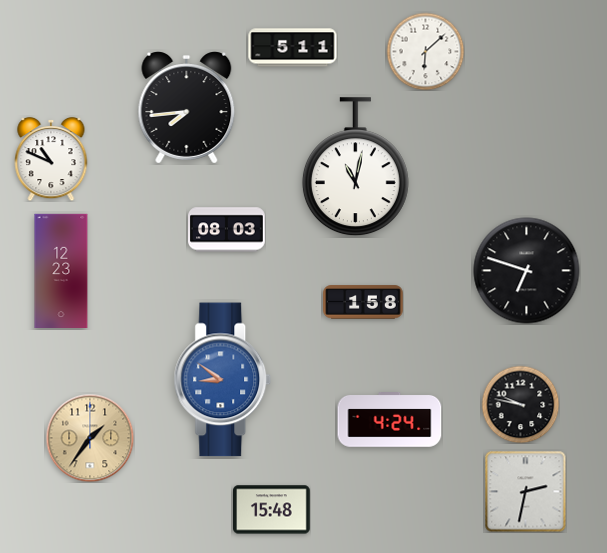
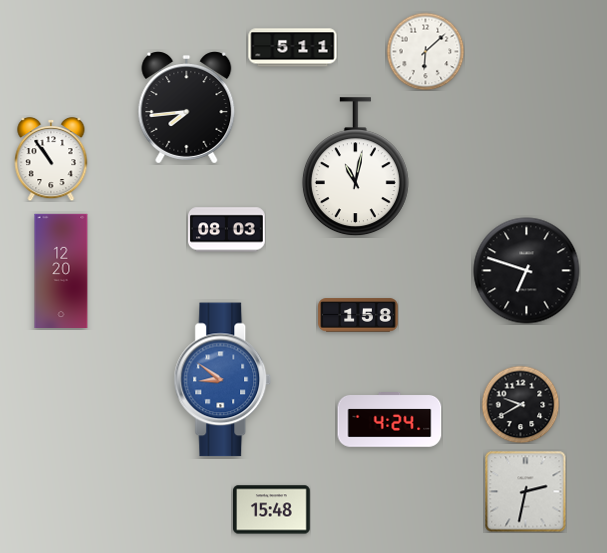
clock at (51, 159): 10:49 -> 10:54
clock at (61, 271): 12:23 -> 12:20
clock at (363, 302) position: (363, 302) -> (358, 315)
clock at (520, 404): 9:47 -> 9:40
clock at (90, 438): 1:36 -> none
